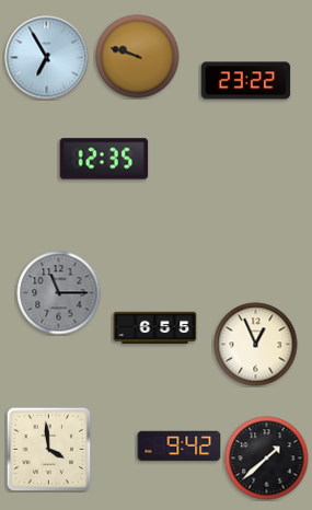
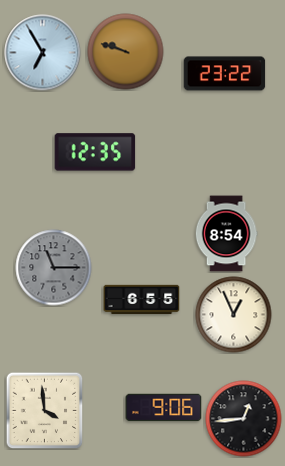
clock at (104, 159) position: (104, 159) -> (95, 152)
clock at (226, 234): none -> 8:54
clock at (180, 447): 9:42 -> 9:06
clock at (267, 459): 1:38 -> 12:44
